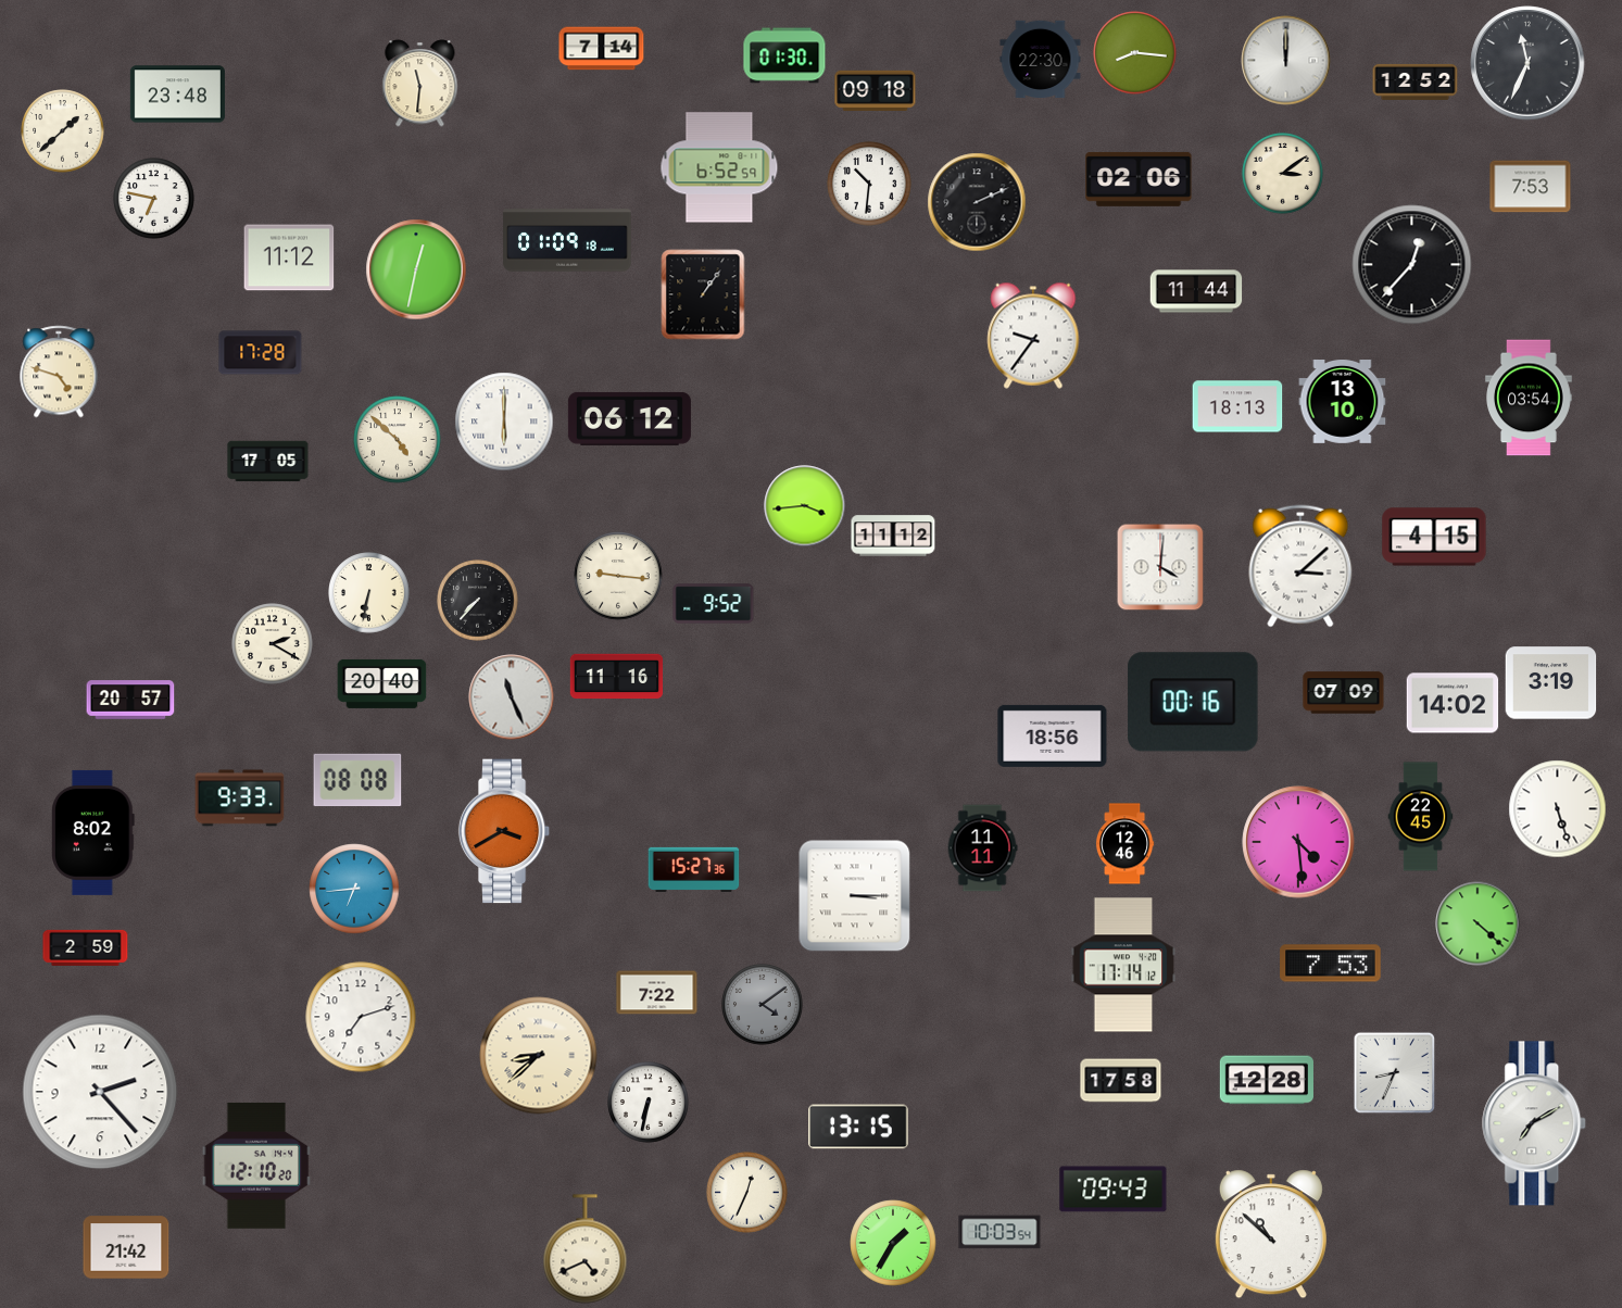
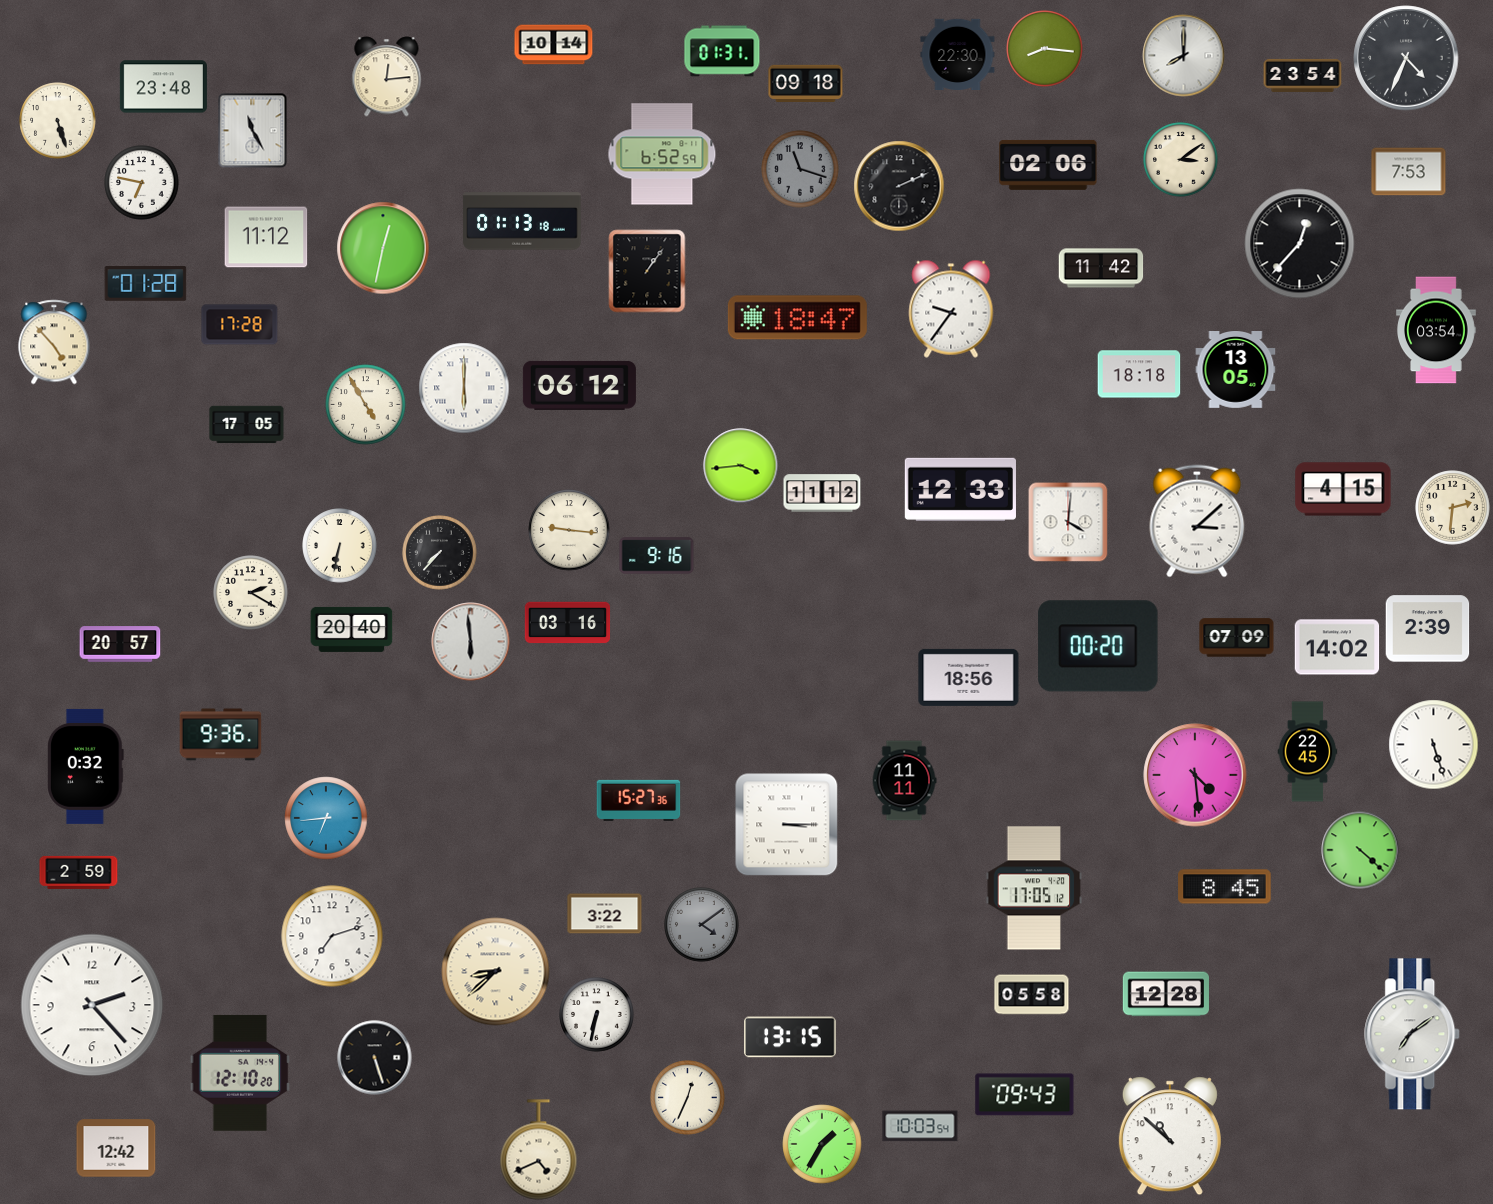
clock at (602, 49): 7:14 -> 10:14
clock at (784, 55): 01:30 -> 01:31
clock at (1286, 61): 12:00 -> 8:00
clock at (1527, 63): 11:34 -> 4:34
clock at (1416, 81): 12:52 -> 23:54
clock at (420, 84): 11:31 -> 12:14
clock at (63, 131): 1:38 -> 5:27
clock at (253, 131): none -> 11:25
clock at (869, 184): 10:31 -> 11:18
clock at (869, 184) dial: white -> grey
clock at (567, 240): 01:09 -> 01:13
clock at (1196, 291): 11:44 -> 11:42
clock at (146, 284): none -> 01:28
clock at (797, 318): none -> 18:47
clock at (59, 372): 4:48 -> 4:53
clock at (1530, 398) position: (1530, 398) -> (1437, 330)
clock at (1343, 402): 13:10 -> 13:05
clock at (1237, 406): 18:13 -> 18:18
clock at (398, 440): 4:52 -> 4:55
clock at (960, 489): none -> 12:33
clock at (1434, 537) position: (1434, 537) -> (1343, 489)
clock at (1453, 508): none -> 2:31
clock at (714, 604): 9:52 -> 9:16
clock at (617, 677): 11:16 -> 03:16
clock at (1551, 683): 3:19 -> 2:39
clock at (512, 697): 11:26 -> 5:59
clock at (1193, 702): 00:16 -> 00:20
clock at (357, 780): 08:08 -> none
clock at (240, 798): 9:33 -> 9:36
clock at (504, 831): 3:40 -> none
clock at (93, 832): 8:02 -> 0:32
clock at (1124, 844): 12:46 -> none
clock at (1331, 964): 7:53 -> 8:45
clock at (1123, 965): 17:14 -> 17:05
clock at (657, 993): 7:22 -> 3:22
clock at (1395, 1073): 8:34 -> none
clock at (1121, 1081): 17:58 -> 05:58
clock at (1535, 1123): 7:10 -> 7:09
clock at (375, 1058): none -> 5:27
clock at (256, 1166) position: (256, 1166) -> (240, 1073)
clock at (999, 1232) position: (999, 1232) -> (920, 1126)
clock at (126, 1247): 21:42 -> 12:42
